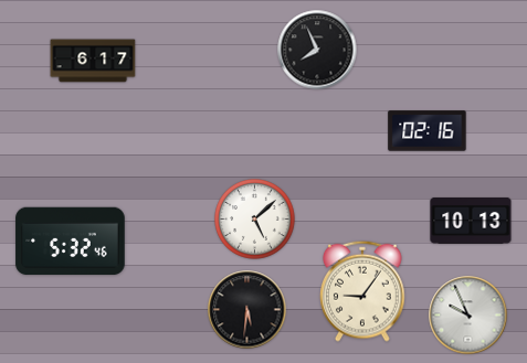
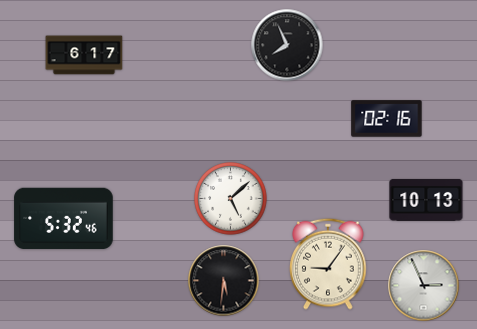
clock at (468, 316): 9:56 -> 2:56
